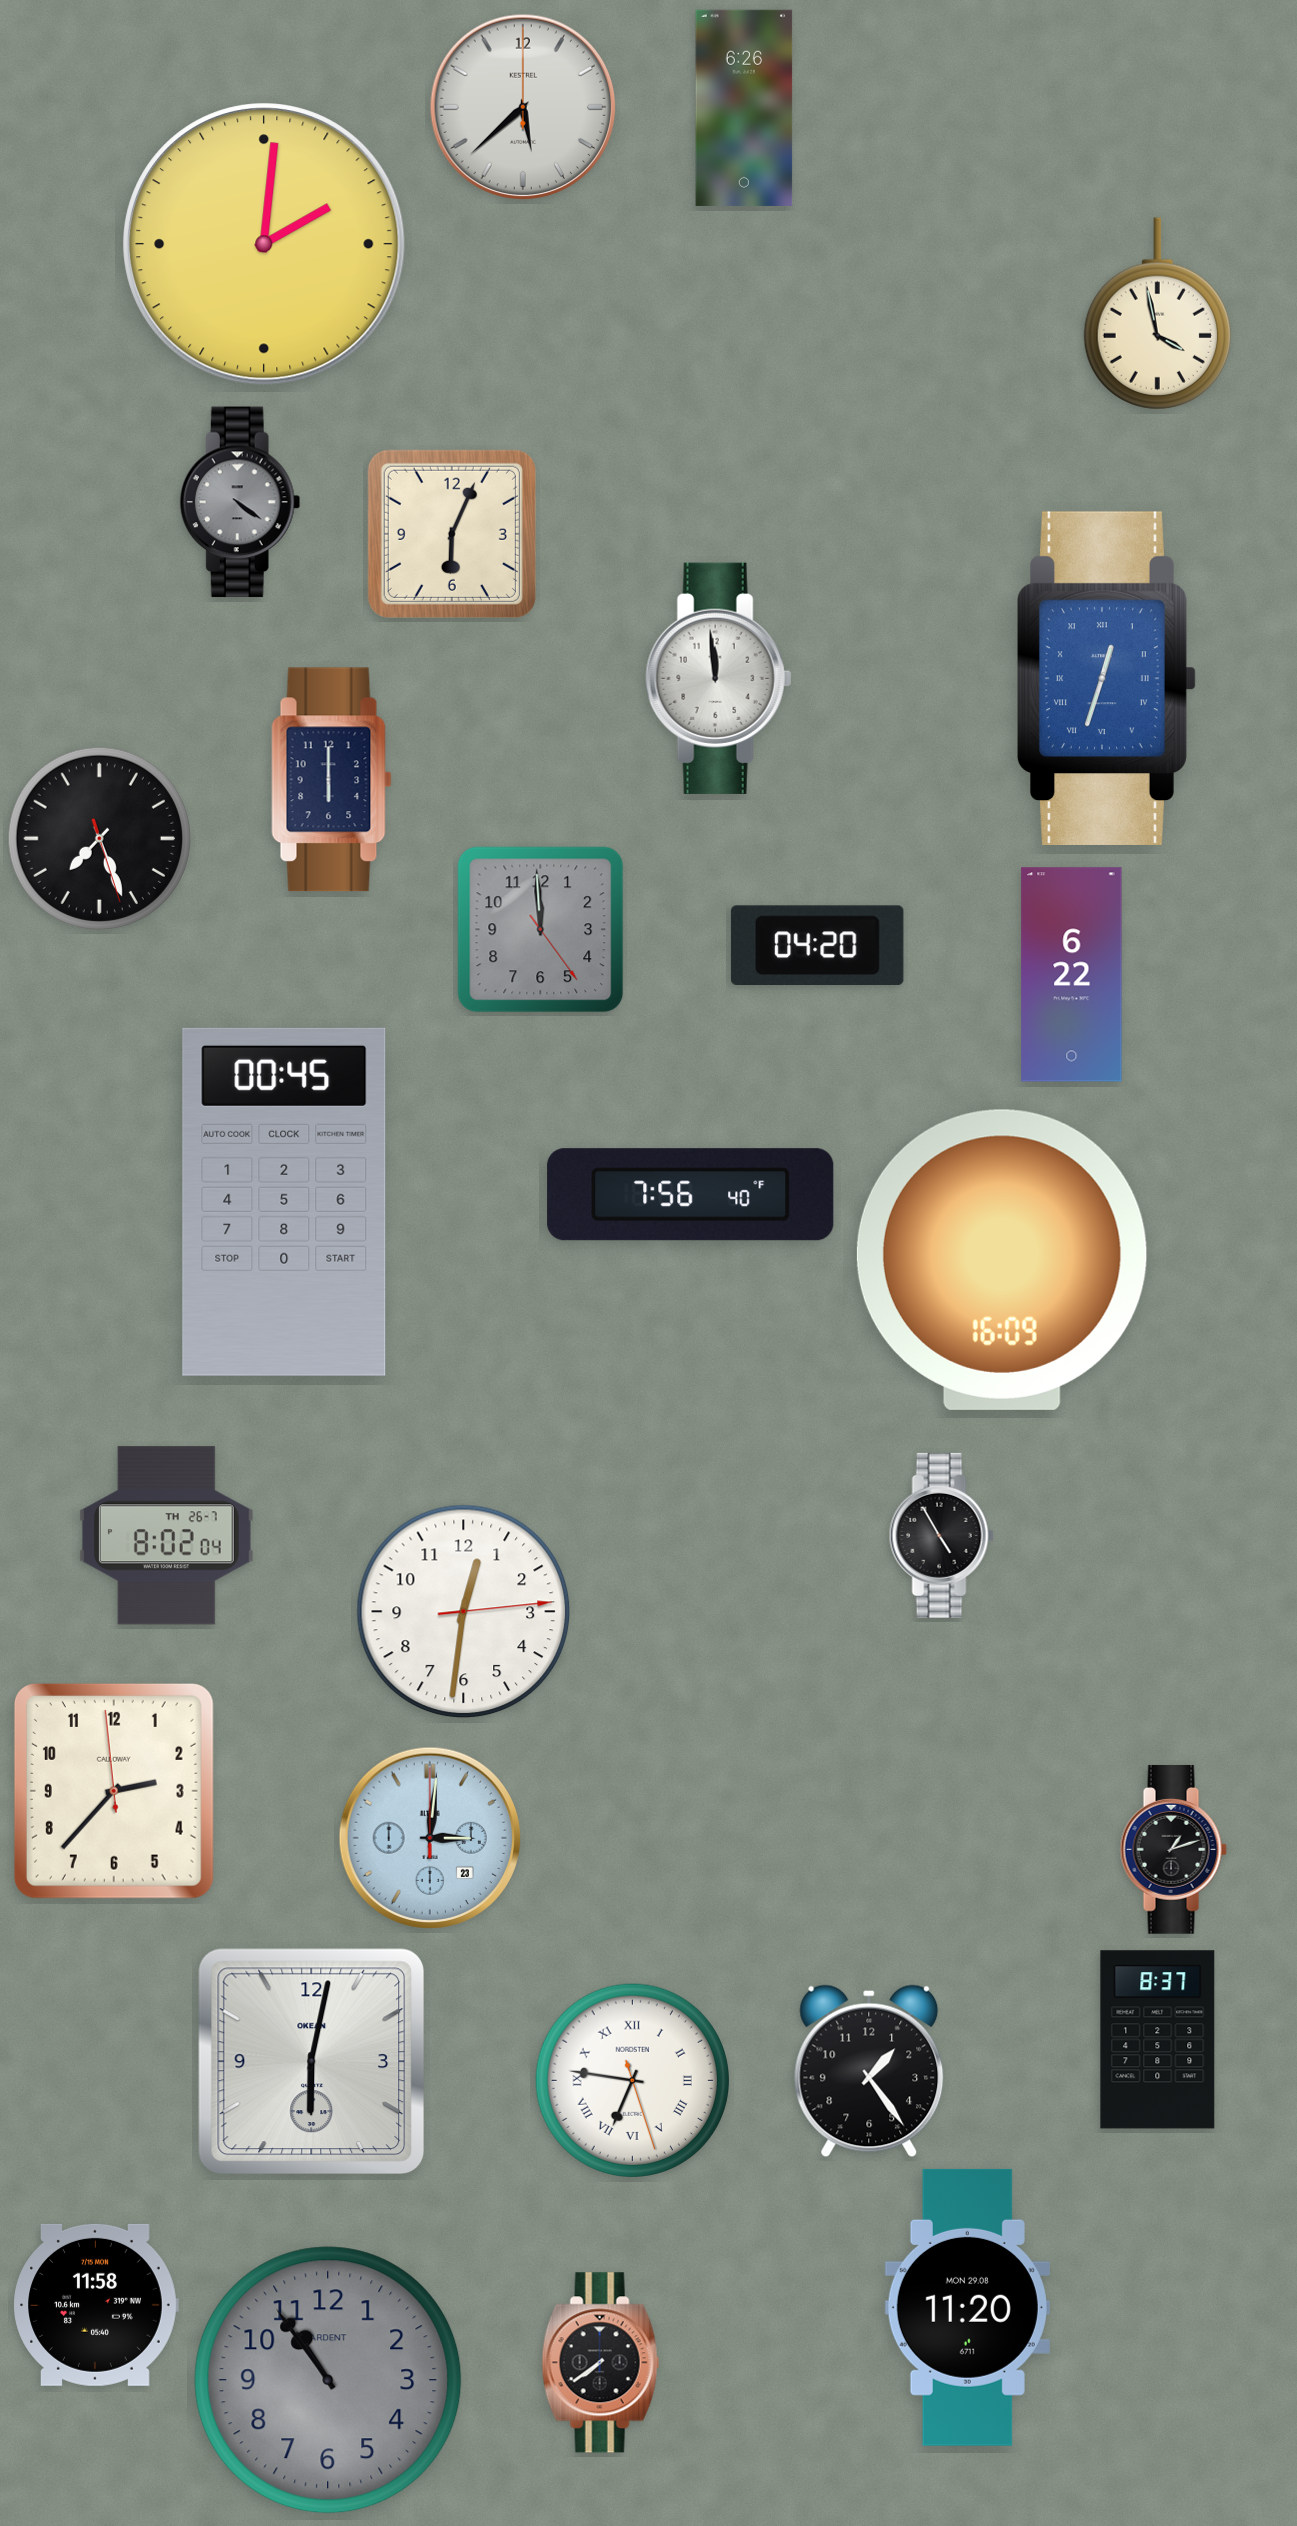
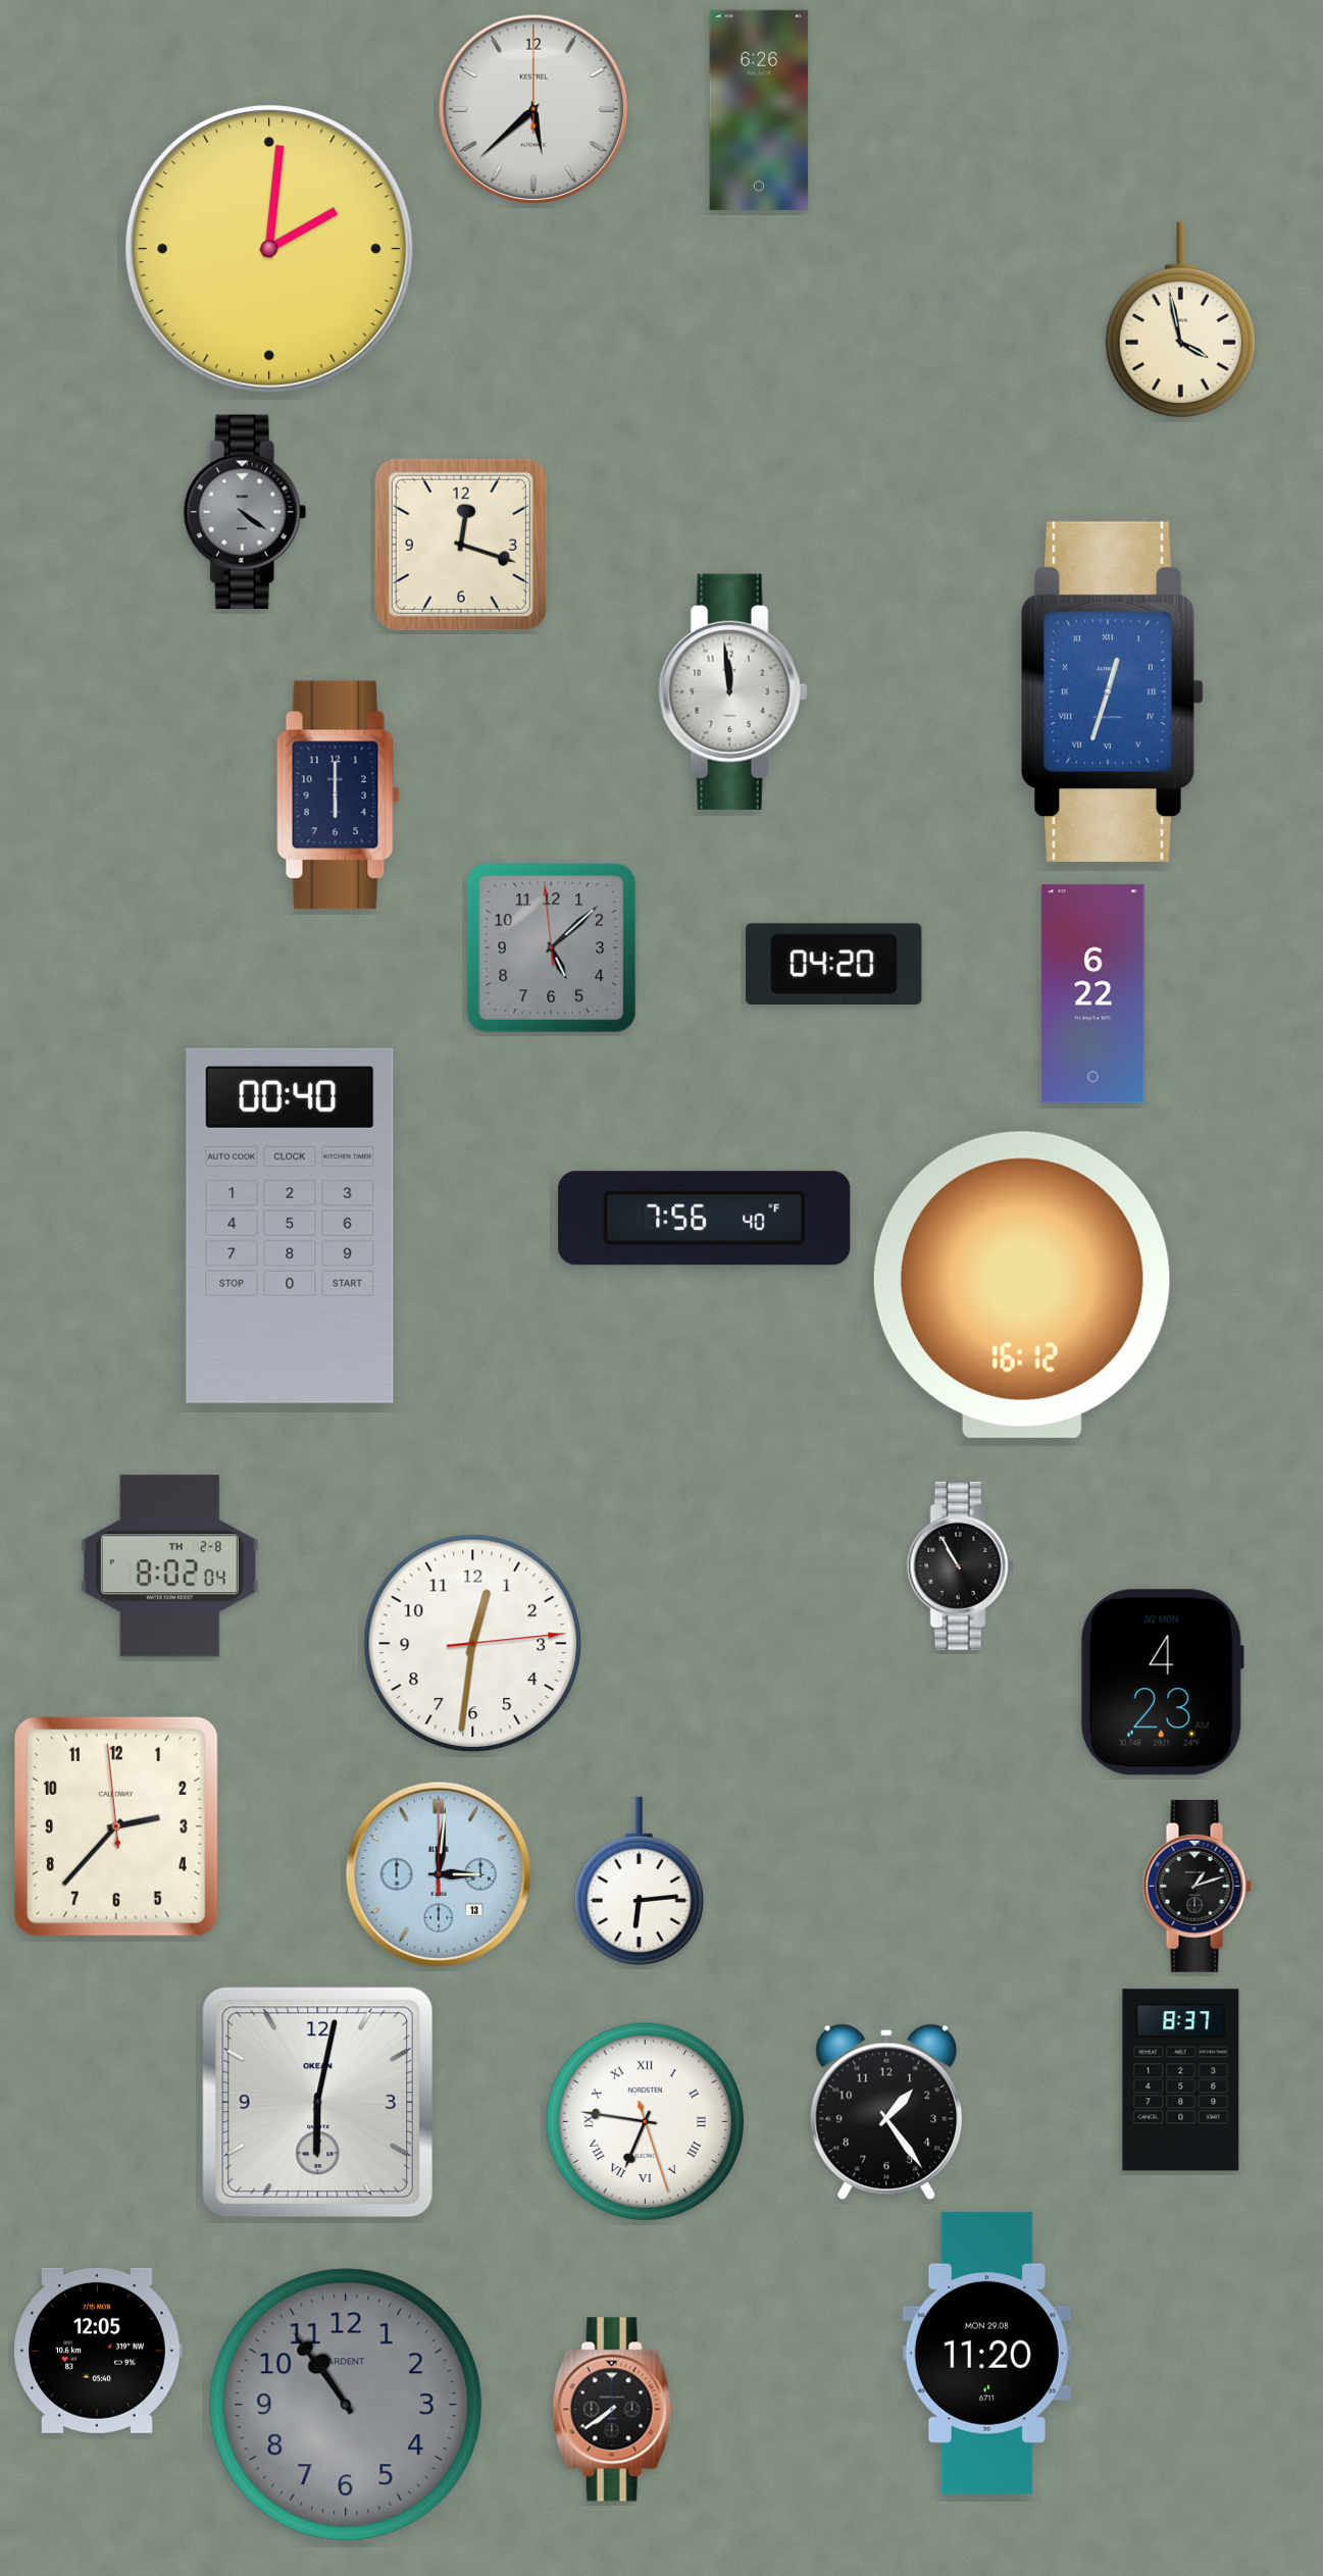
clock at (452, 534): 6:04 -> 12:18
clock at (1107, 678) position: (1107, 678) -> (1113, 691)
clock at (99, 838): 7:26 -> none
clock at (541, 930): 11:59 -> 5:07
clock at (284, 1202): 00:45 -> 00:40
clock at (1002, 1260): 16:09 -> 16:12
clock at (941, 1535): 4:55 -> 10:55
clock at (166, 1536) date: TH 26-7 -> TH 2-8
clock at (1162, 1683): none -> 4:23
clock at (430, 1838) date: 23 -> 13
clock at (639, 1882): none -> 6:14
clock at (96, 2305): 11:58 -> 12:05
clock at (328, 2380) position: (328, 2380) -> (346, 2405)
